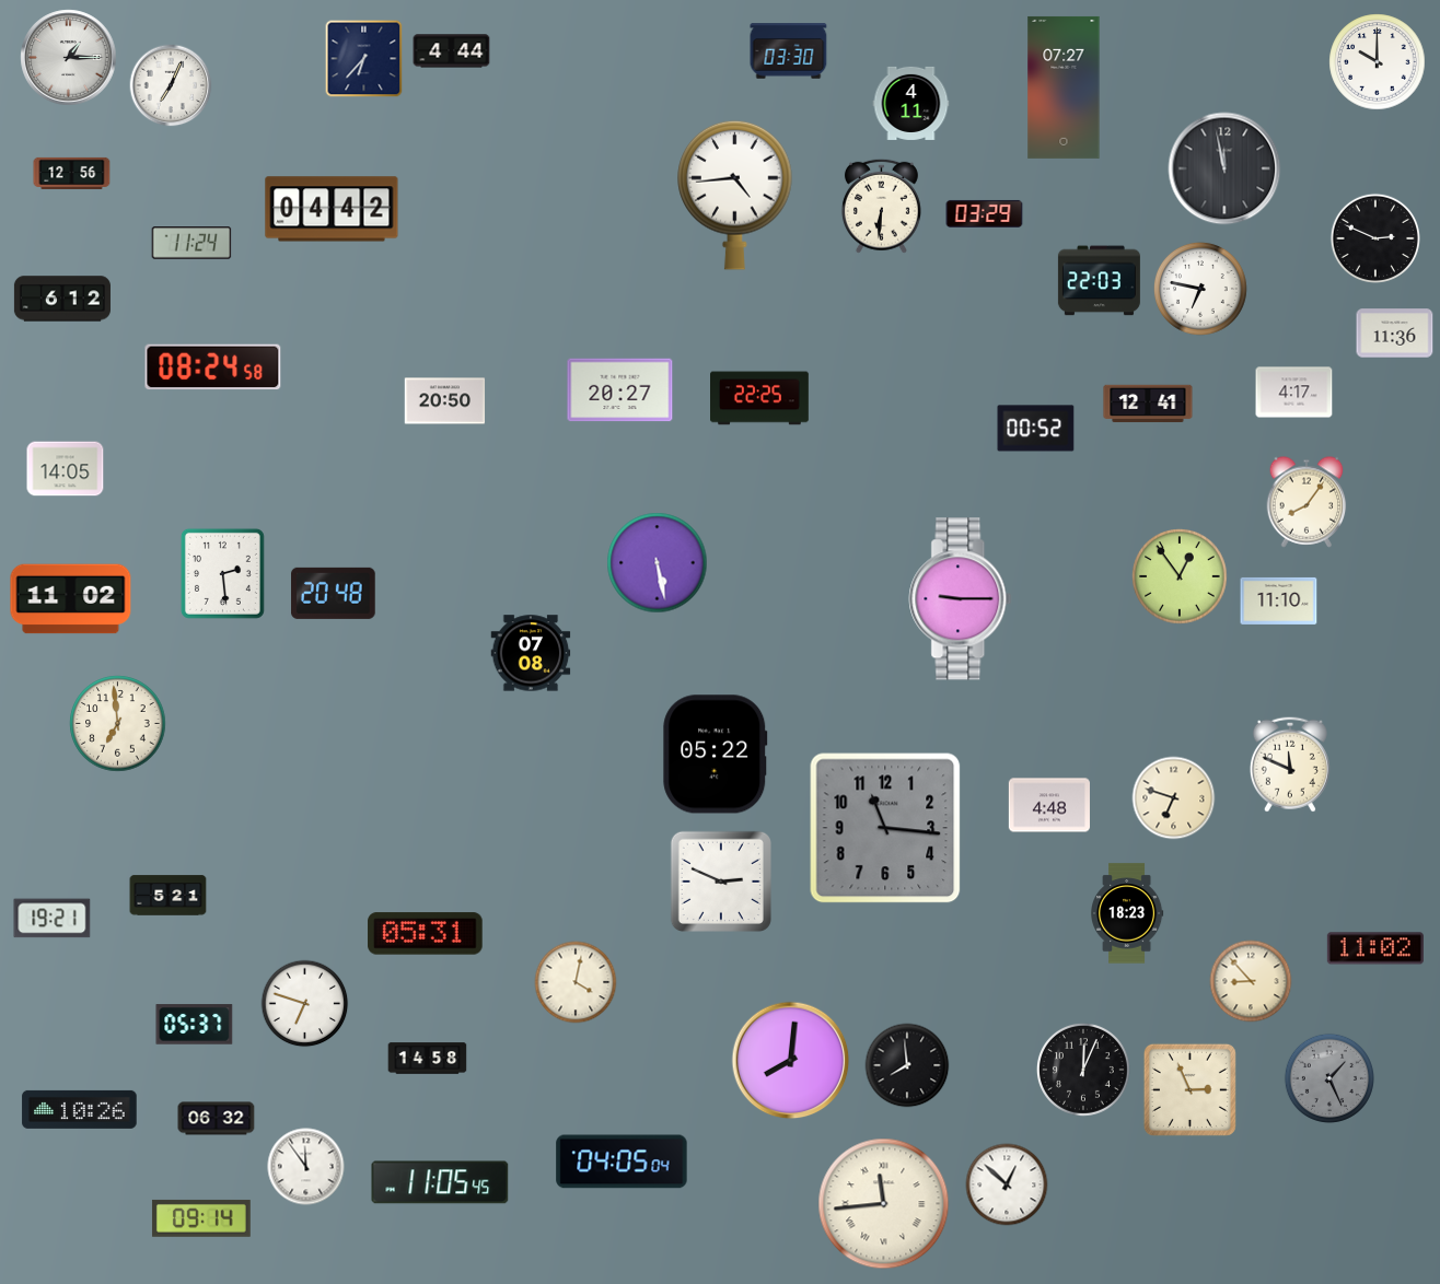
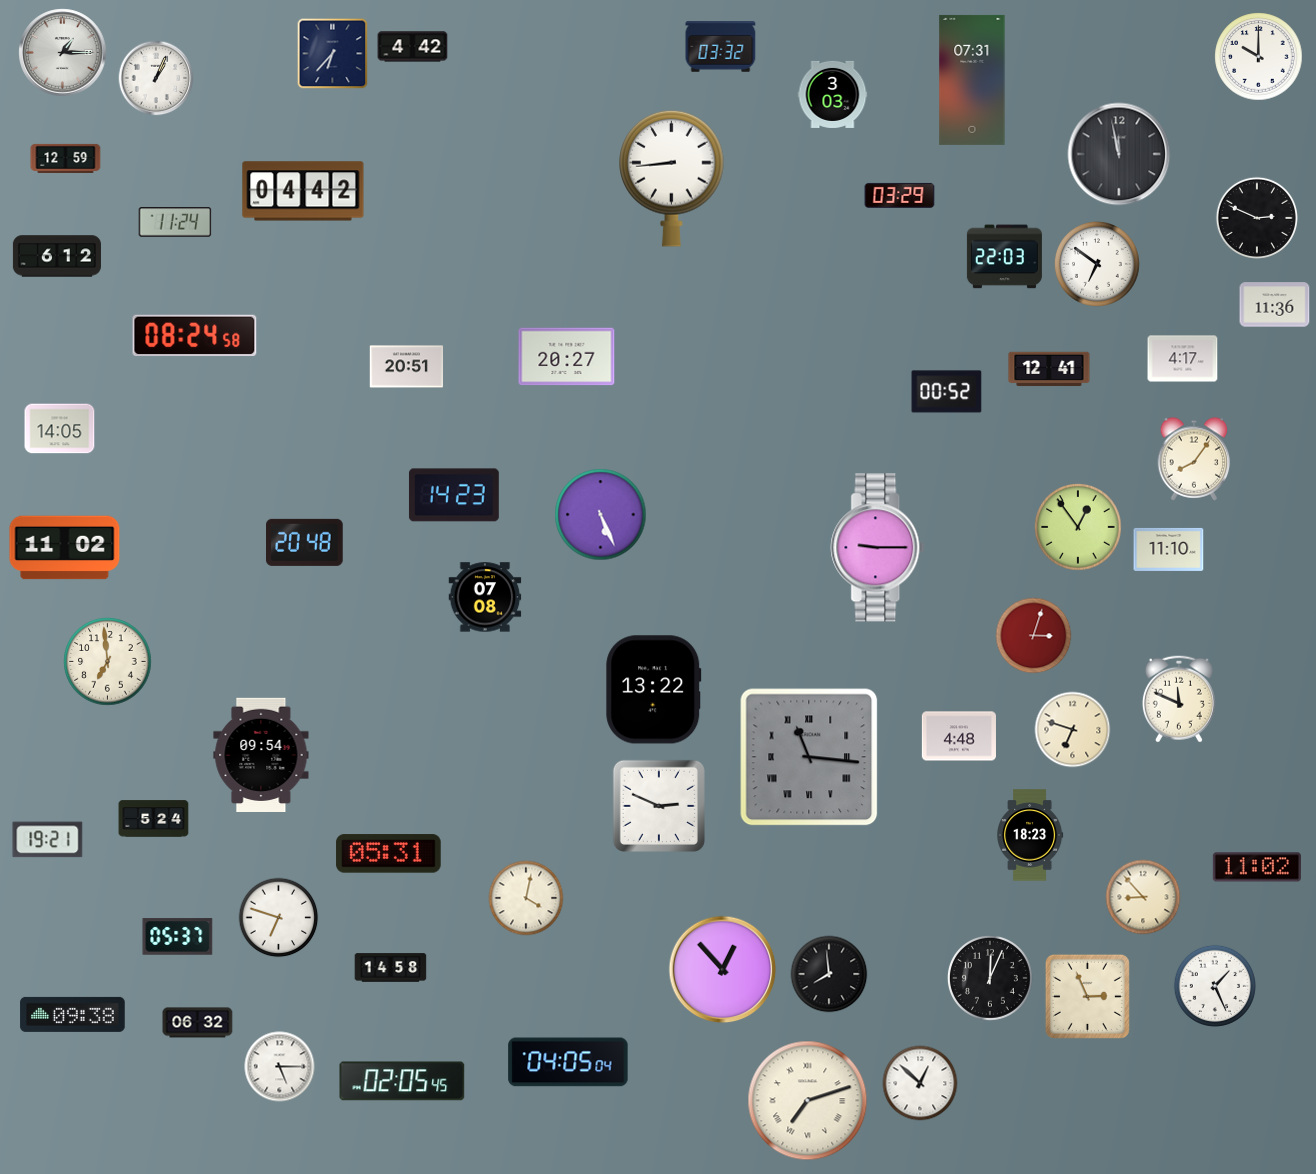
clock at (452, 51): 4:44 -> 4:42
clock at (789, 51): 03:30 -> 03:32
clock at (171, 85): 7:04 -> 1:04
clock at (1064, 87): 07:27 -> 07:31
clock at (911, 103): 4:11 -> 3:03
clock at (72, 173): 12:56 -> 12:59
clock at (735, 195): 4:44 -> 8:44
clock at (881, 206): 6:31 -> none
clock at (1200, 289): 6:47 -> 6:51
clock at (62, 299) position: (62, 299) -> (57, 256)
clock at (760, 398): 22:25 -> none
clock at (445, 401): 20:50 -> 20:51
clock at (454, 495): none -> 14:23
clock at (658, 563): 5:28 -> 5:26
clock at (222, 573): 2:29 -> none
clock at (1034, 636): none -> 3:03
clock at (716, 755): 05:22 -> 13:22
clock at (261, 754): none -> 09:54
clock at (885, 828) numerals: Arabic -> Roman
clock at (169, 896): 5:21 -> 5:24
clock at (791, 1061): 8:01 -> 12:53
clock at (1328, 1077) dial: grey -> white
clock at (80, 1109): 10:26 -> 09:38
clock at (306, 1167): 11:54 -> 5:15
clock at (440, 1182): 11:05 -> 02:05
clock at (884, 1204): 11:44 -> 7:12
clock at (201, 1218): 09:14 -> none
